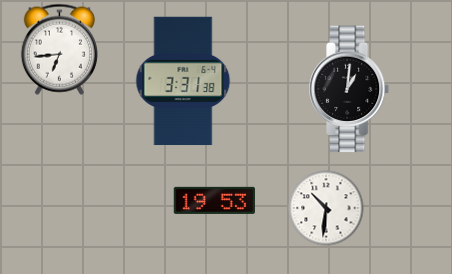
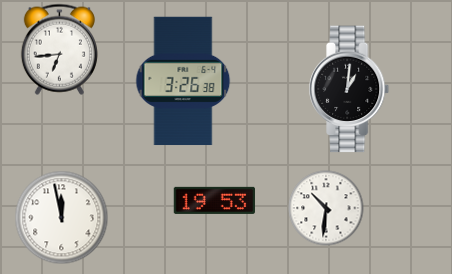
clock at (183, 81): 3:31 -> 3:26
clock at (62, 218): none -> 11:58
